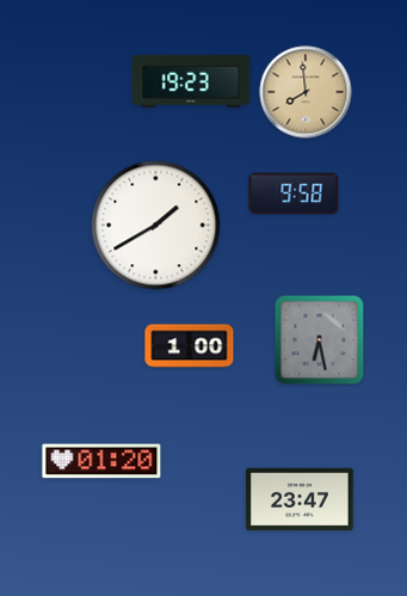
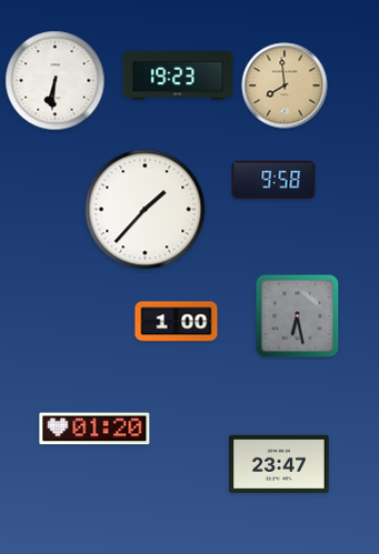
clock at (56, 81): none -> 6:31
clock at (156, 226): 1:40 -> 1:37
